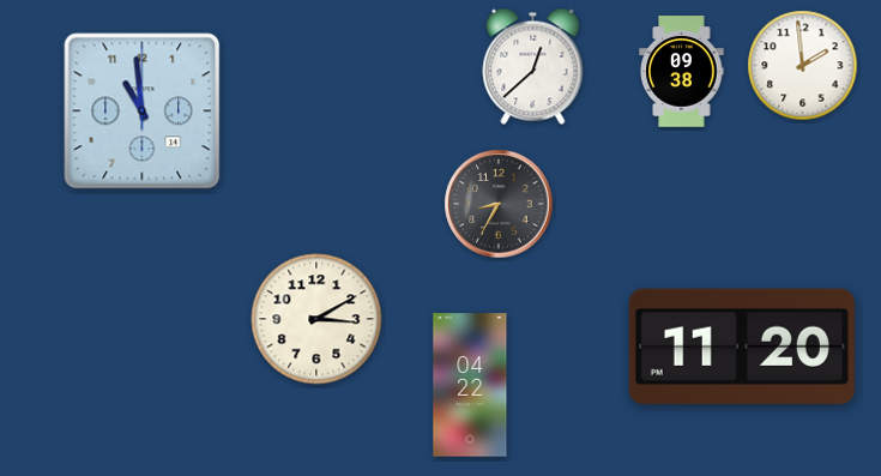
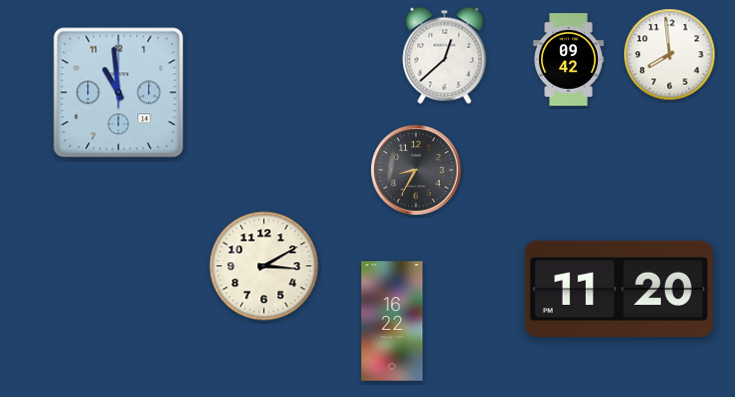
clock at (803, 66): 1:59 -> 7:59
clock at (682, 72): 09:38 -> 09:42
clock at (470, 385): 04:22 -> 16:22
